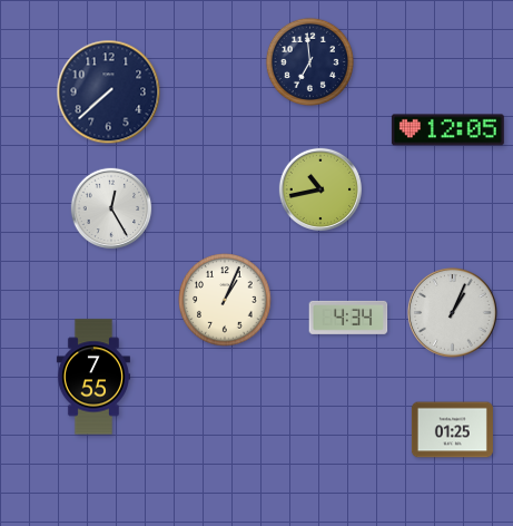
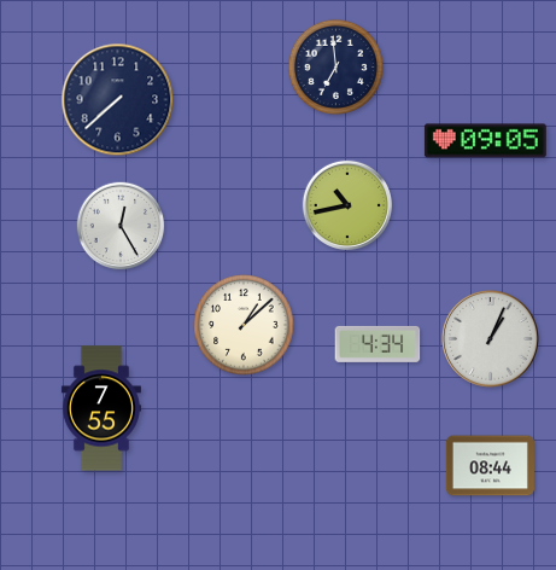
clock at (447, 130): 12:05 -> 09:05
clock at (225, 300): 1:04 -> 1:08
clock at (452, 430): 01:25 -> 08:44
